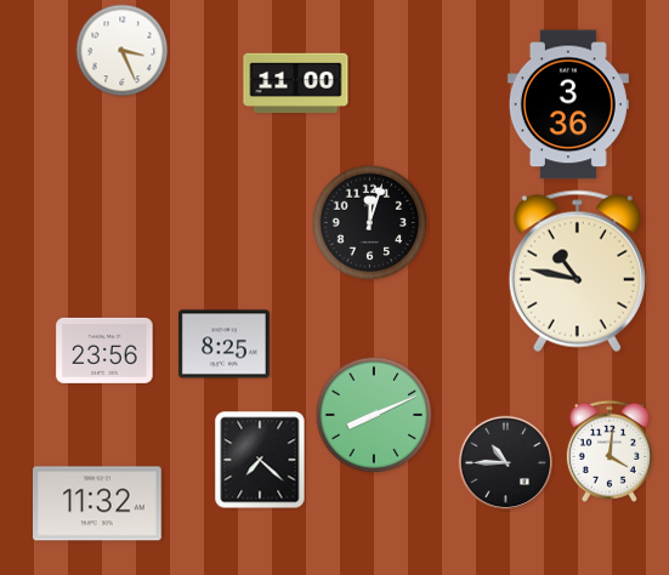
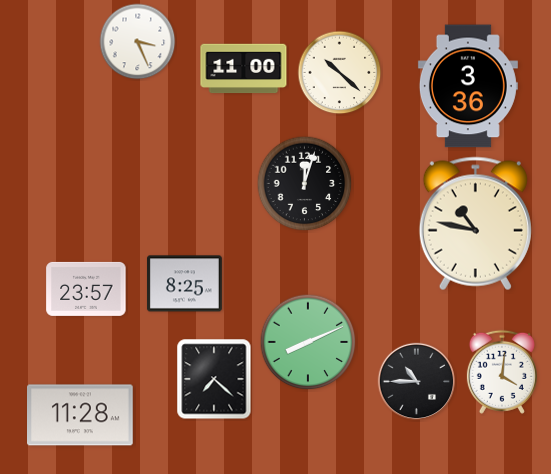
clock at (123, 51) position: (123, 51) -> (138, 42)
clock at (340, 73): none -> 10:22
clock at (104, 351): 23:56 -> 23:57
clock at (98, 503): 11:32 -> 11:28
